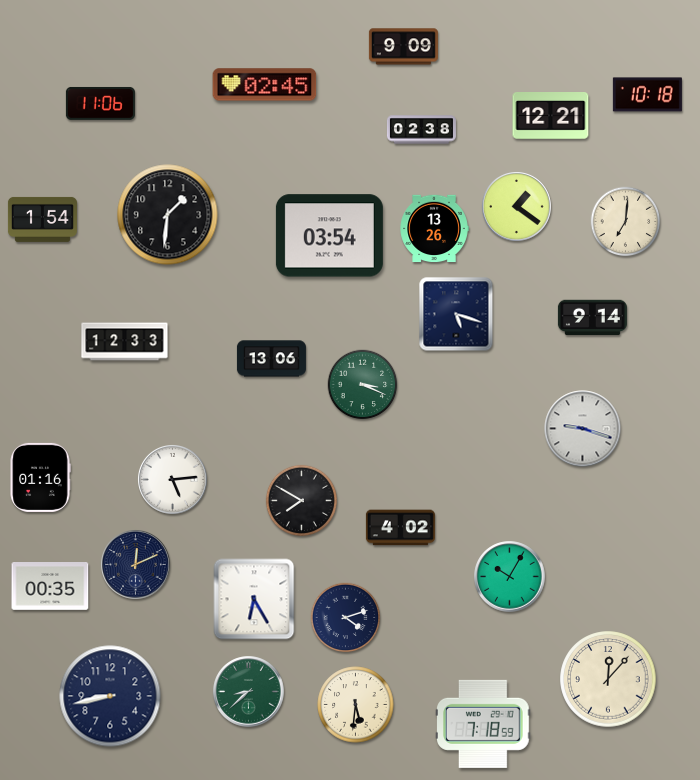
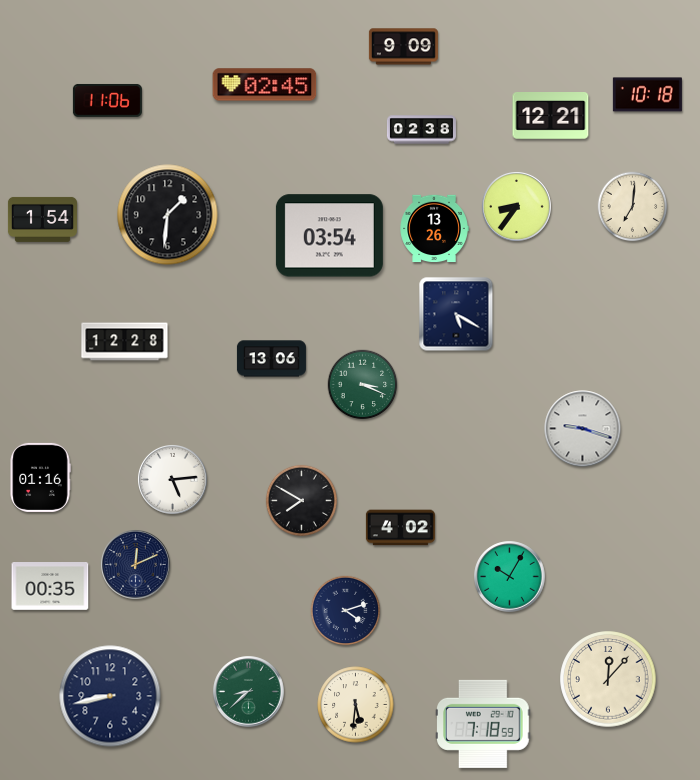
clock at (100, 103) position: (100, 103) -> (107, 100)
clock at (517, 207): 1:21 -> 8:36
clock at (626, 222) position: (626, 222) -> (633, 207)
clock at (456, 314): 5:18 -> 5:20
clock at (592, 318): 9:14 -> none
clock at (125, 342): 12:33 -> 12:28
clock at (254, 599): 6:25 -> none
clock at (346, 618) position: (346, 618) -> (346, 611)
